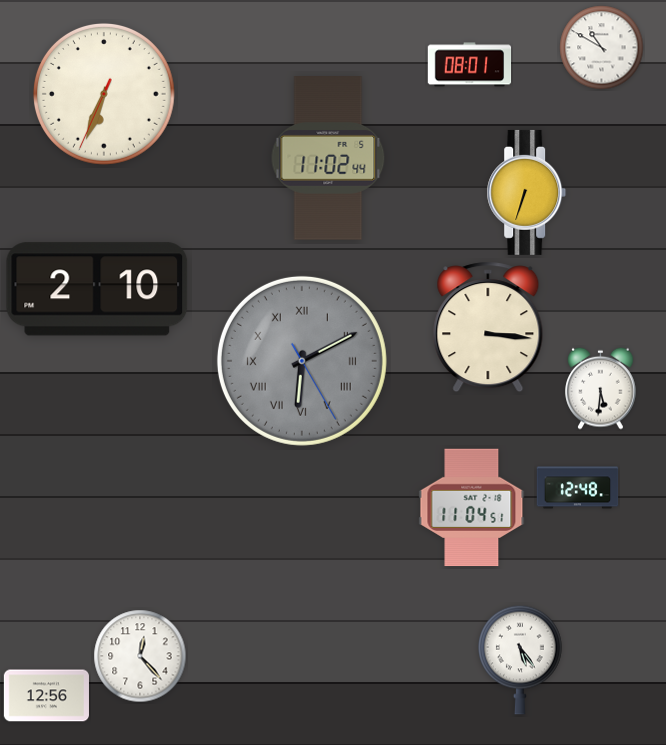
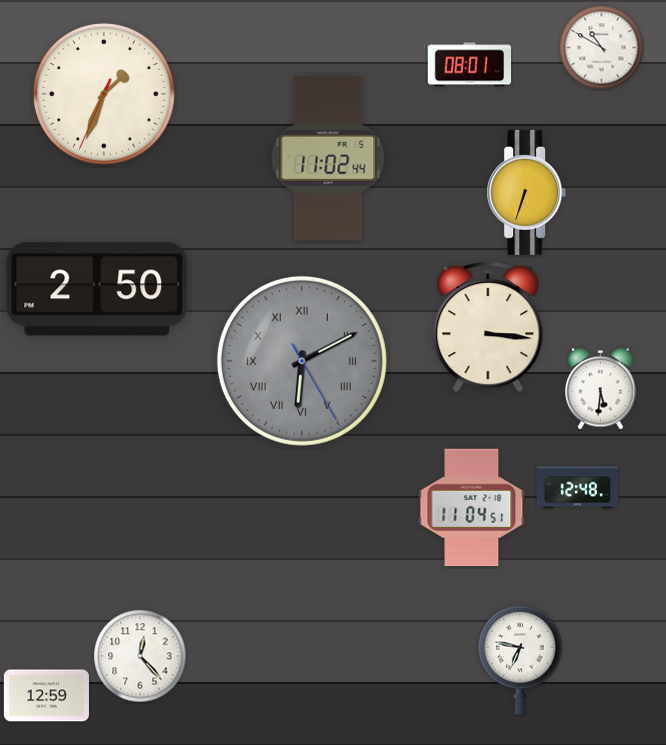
clock at (104, 94): 6:33 -> 1:33
clock at (97, 289): 2:10 -> 2:50
clock at (520, 660): 5:24 -> 6:47
clock at (46, 696): 12:56 -> 12:59
